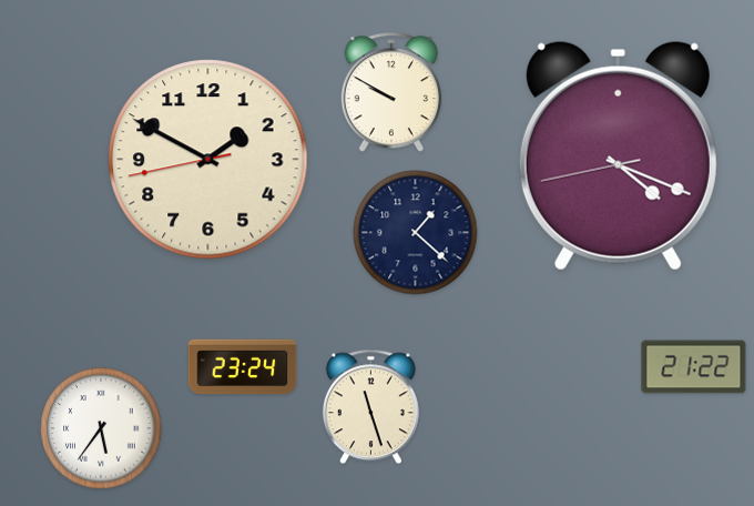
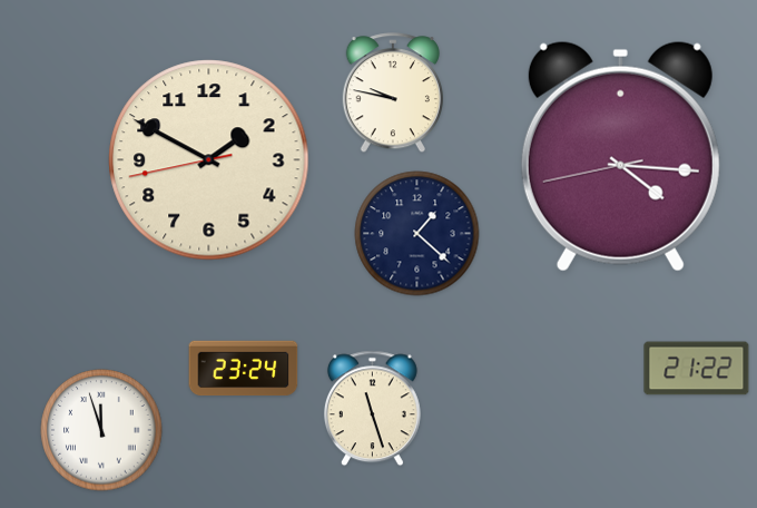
clock at (390, 93): 9:50 -> 9:47
clock at (618, 155): 4:18 -> 4:15
clock at (101, 428): 5:36 -> 11:57
